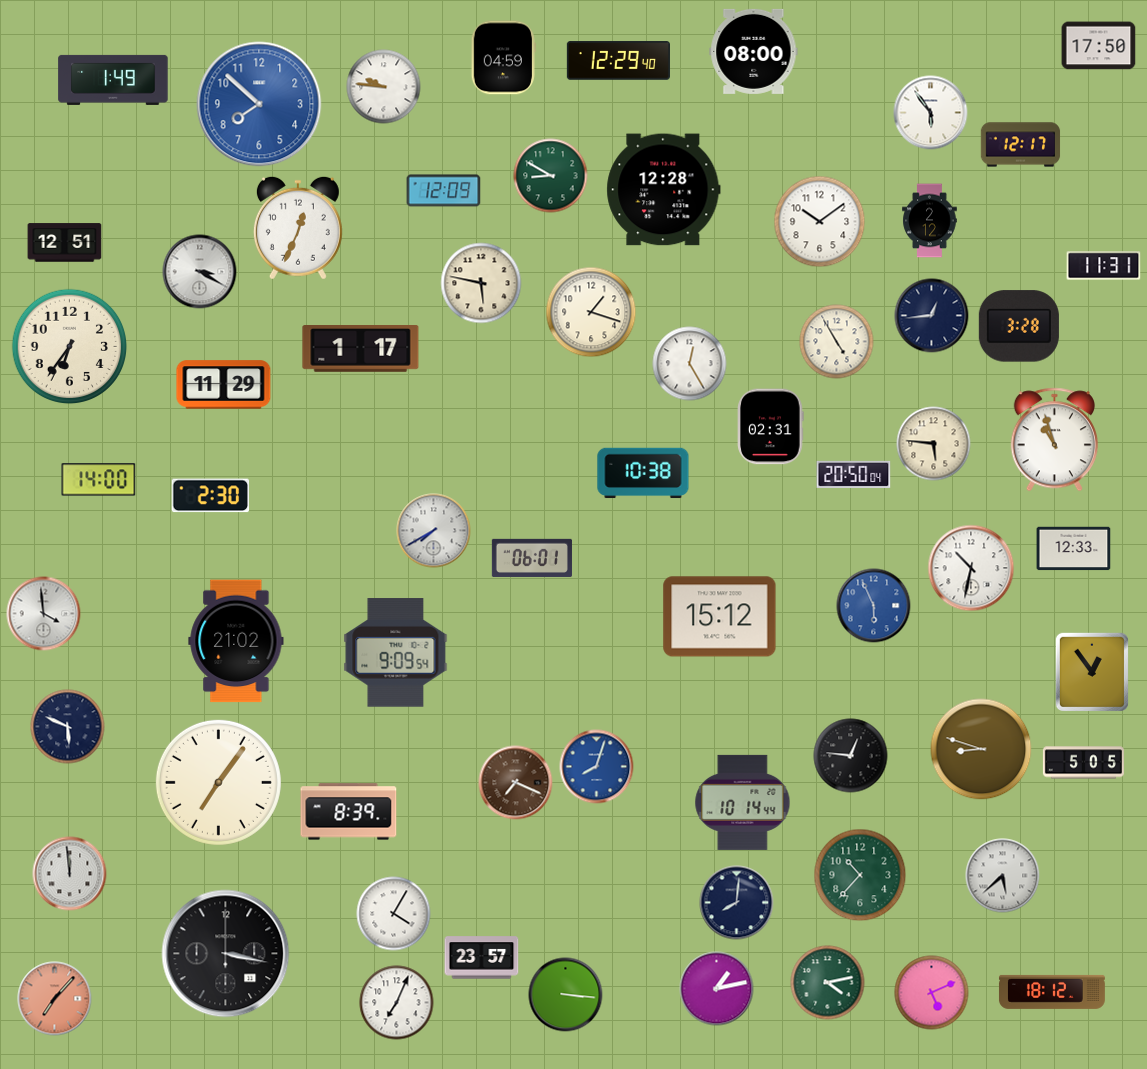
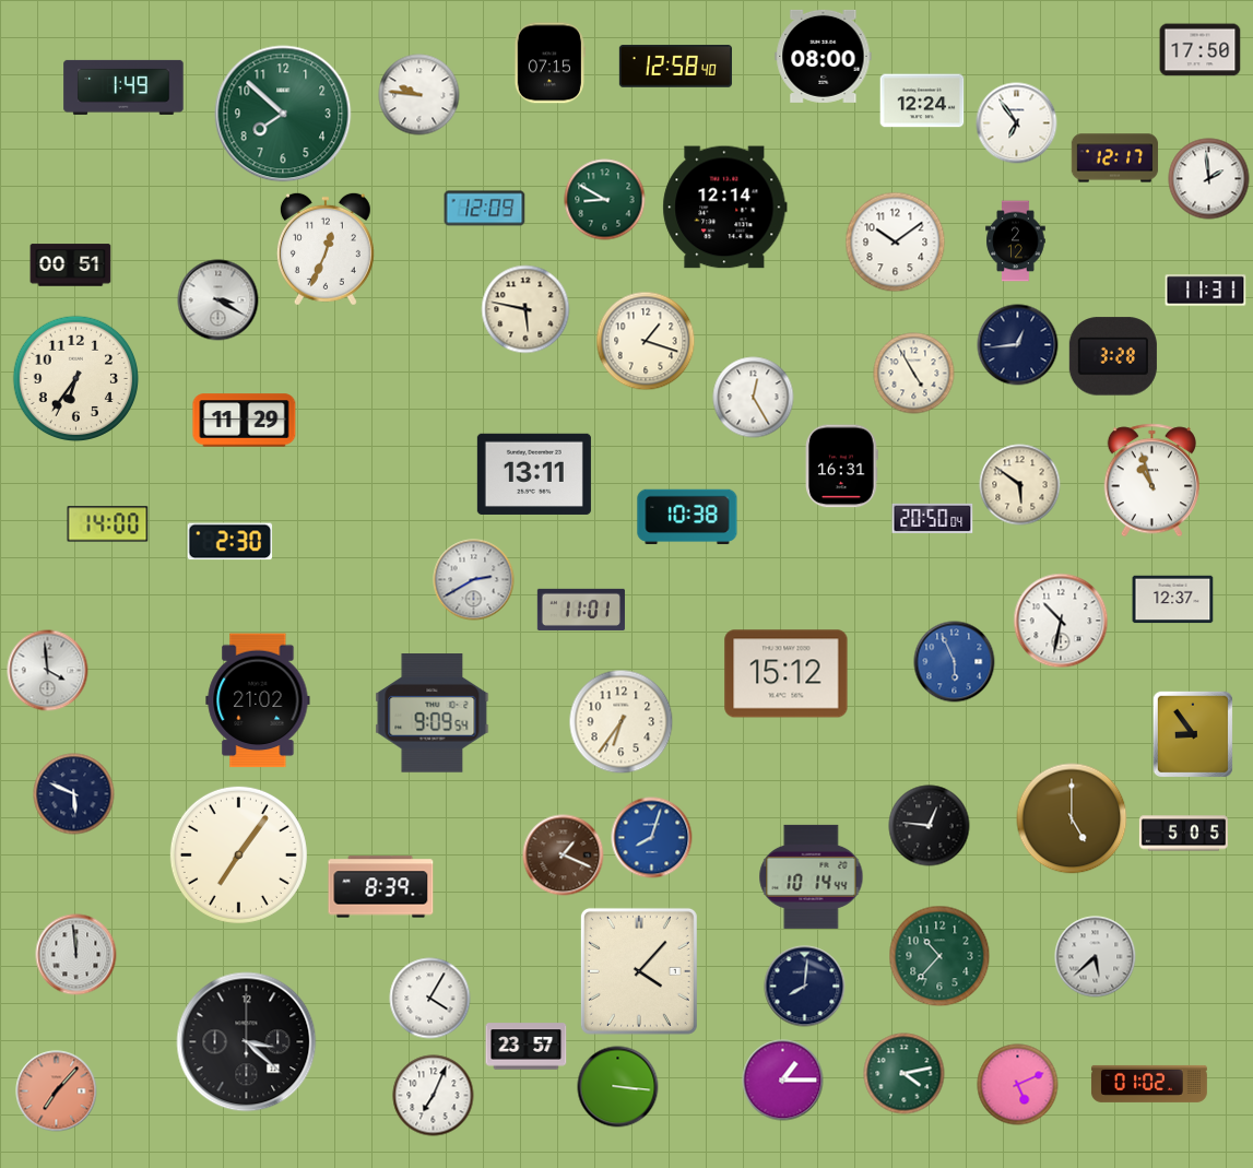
clock at (503, 58): 04:59 -> 07:15
clock at (618, 61): 12:29 -> 12:58
clock at (922, 101): none -> 12:24
clock at (259, 104) dial: blue -> green
clock at (931, 113): 5:54 -> 6:54
clock at (1209, 179): none -> 1:59
clock at (551, 176) position: (551, 176) -> (605, 200)
clock at (664, 190): 12:28 -> 12:14
clock at (65, 243): 12:51 -> 00:51
clock at (200, 272) position: (200, 272) -> (218, 300)
clock at (361, 349): 1:17 -> none
clock at (771, 427): 02:31 -> 16:31
clock at (534, 474): none -> 13:11
clock at (934, 444): 5:46 -> 5:51
clock at (643, 473) position: (643, 473) -> (687, 517)
clock at (434, 531): 7:40 -> 2:40
clock at (1074, 549): 12:33 -> 12:37
clock at (532, 558): 06:01 -> 11:01
clock at (622, 722): none -> 6:36
clock at (1091, 671): 12:54 -> 8:54
clock at (981, 749): 8:48 -> 5:00
clock at (516, 783): 7:19 -> 1:19
clock at (639, 971): none -> 4:07
clock at (226, 954): 3:17 -> 3:22
clock at (717, 989): 1:13 -> 1:15
clock at (1052, 992): 18:12 -> 01:02
clock at (55, 999) position: (55, 999) -> (57, 1092)
